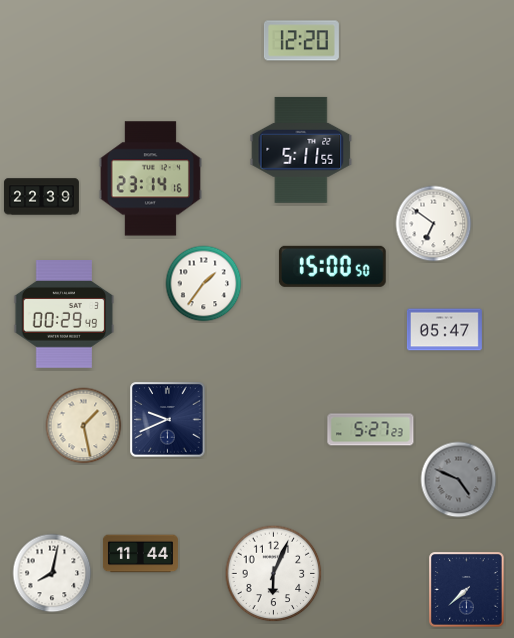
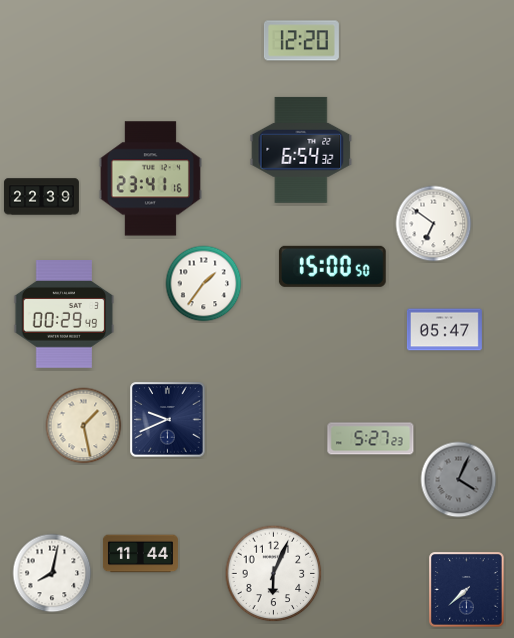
clock at (301, 150): 5:11 -> 6:54
clock at (150, 179): 23:14 -> 23:41
clock at (371, 430) position: (371, 430) -> (371, 439)
clock at (459, 480): 4:49 -> 4:04
